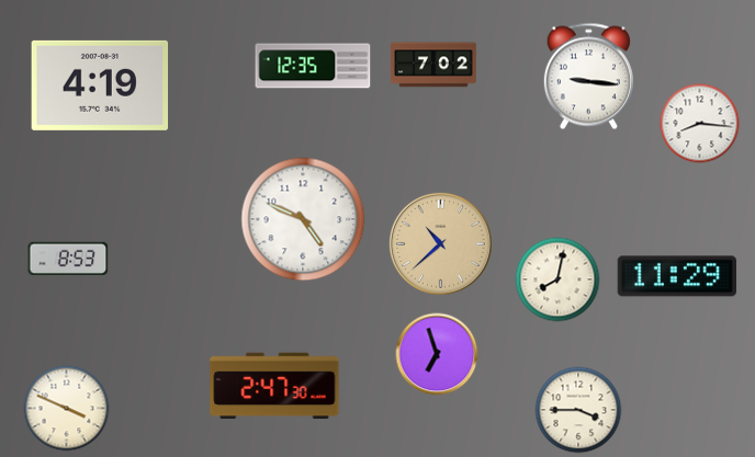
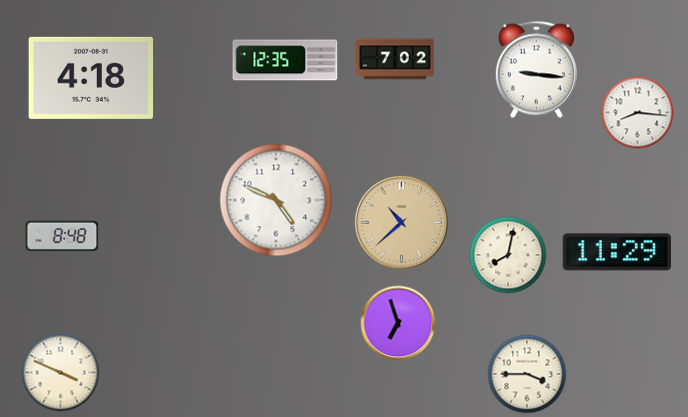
clock at (100, 85): 4:19 -> 4:18
clock at (68, 259): 8:53 -> 8:48
clock at (274, 386): 2:47 -> none
